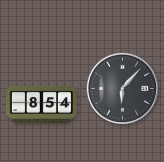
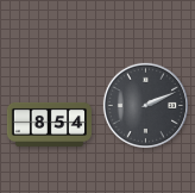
clock at (122, 88): 6:07 -> 2:11
